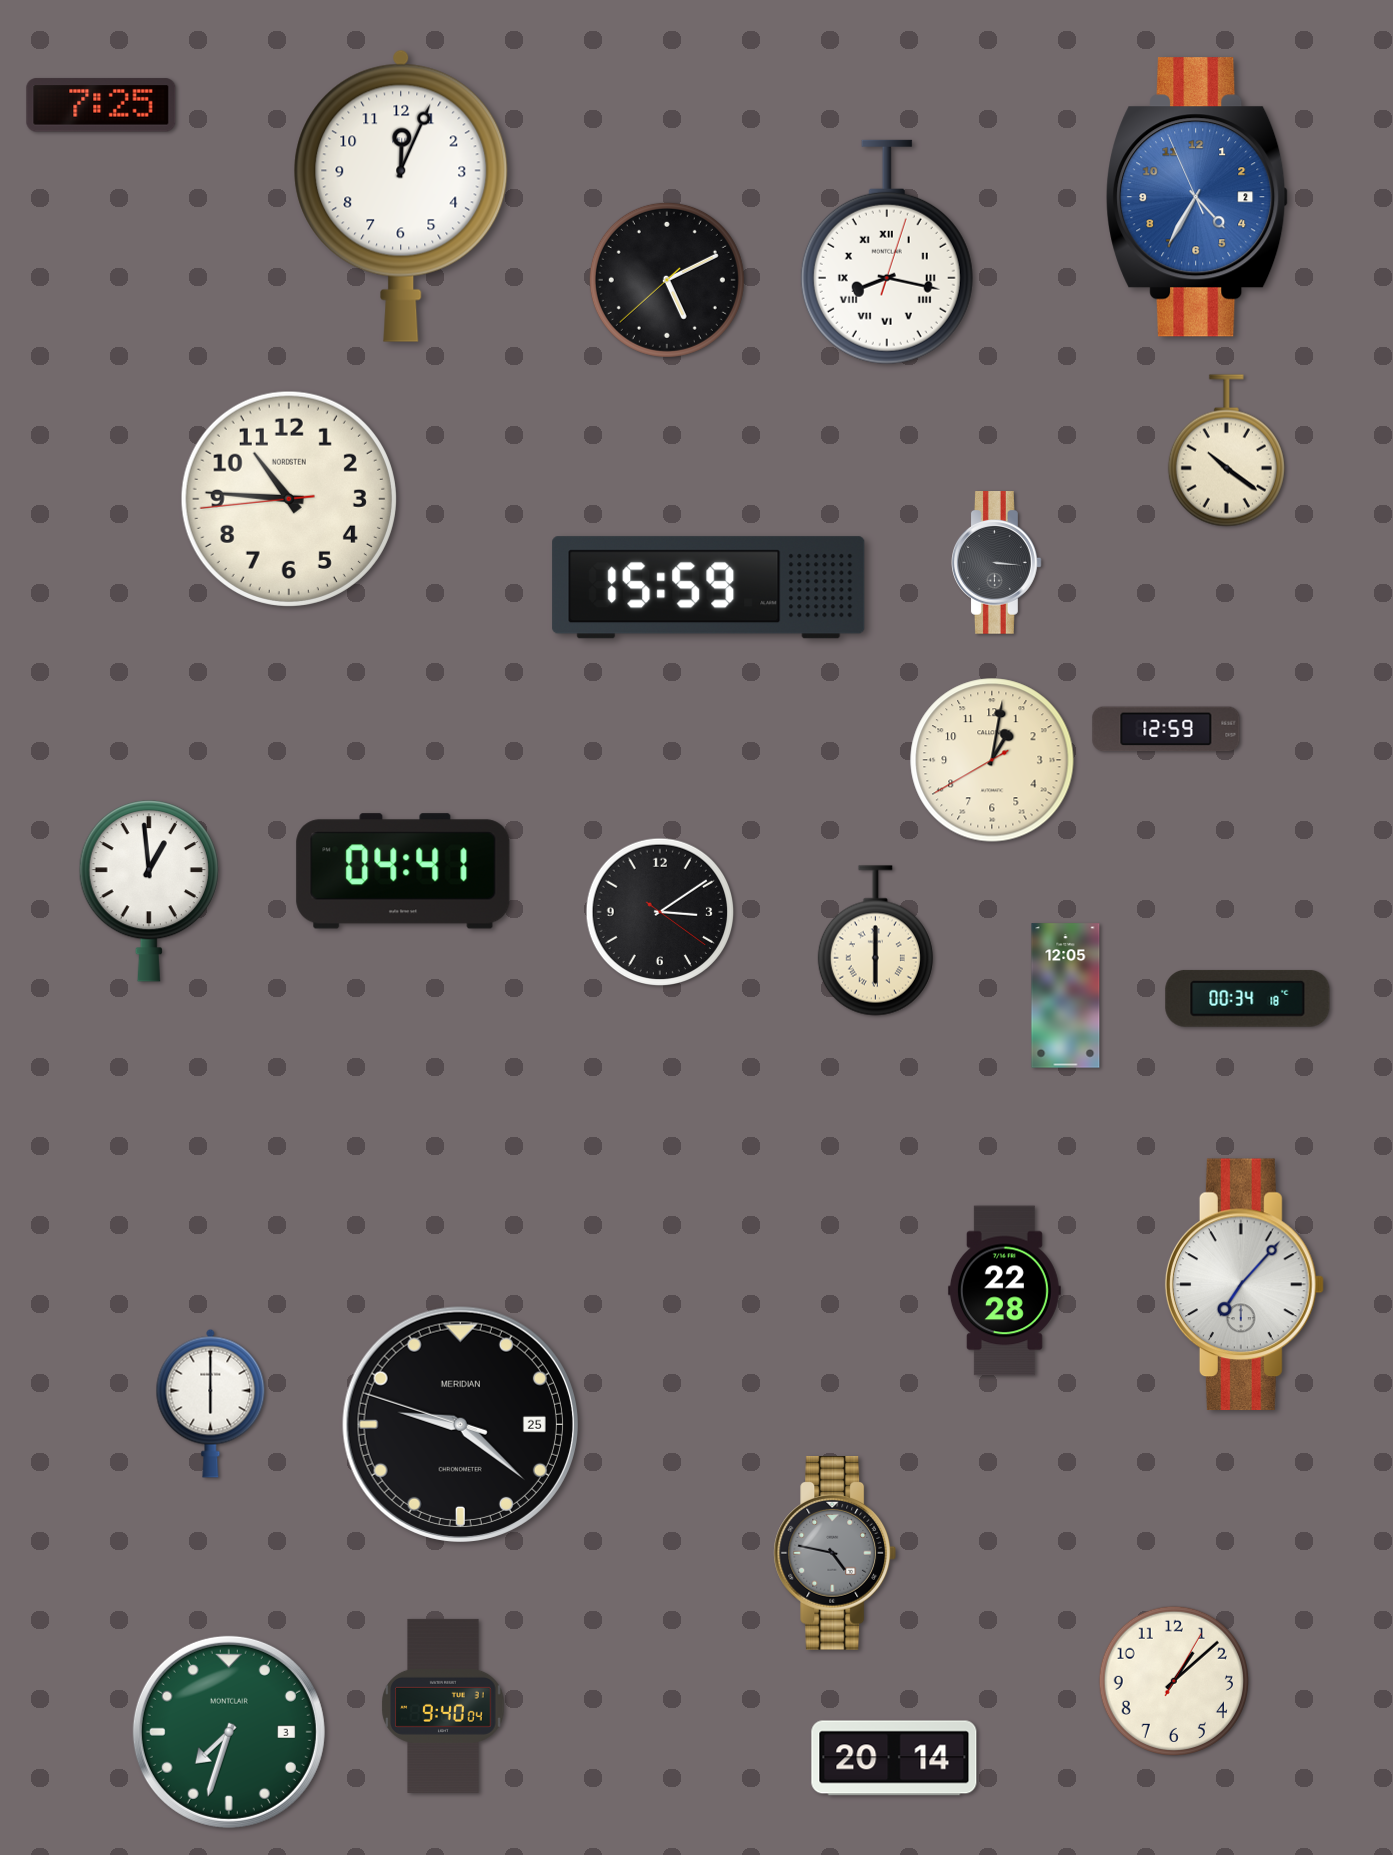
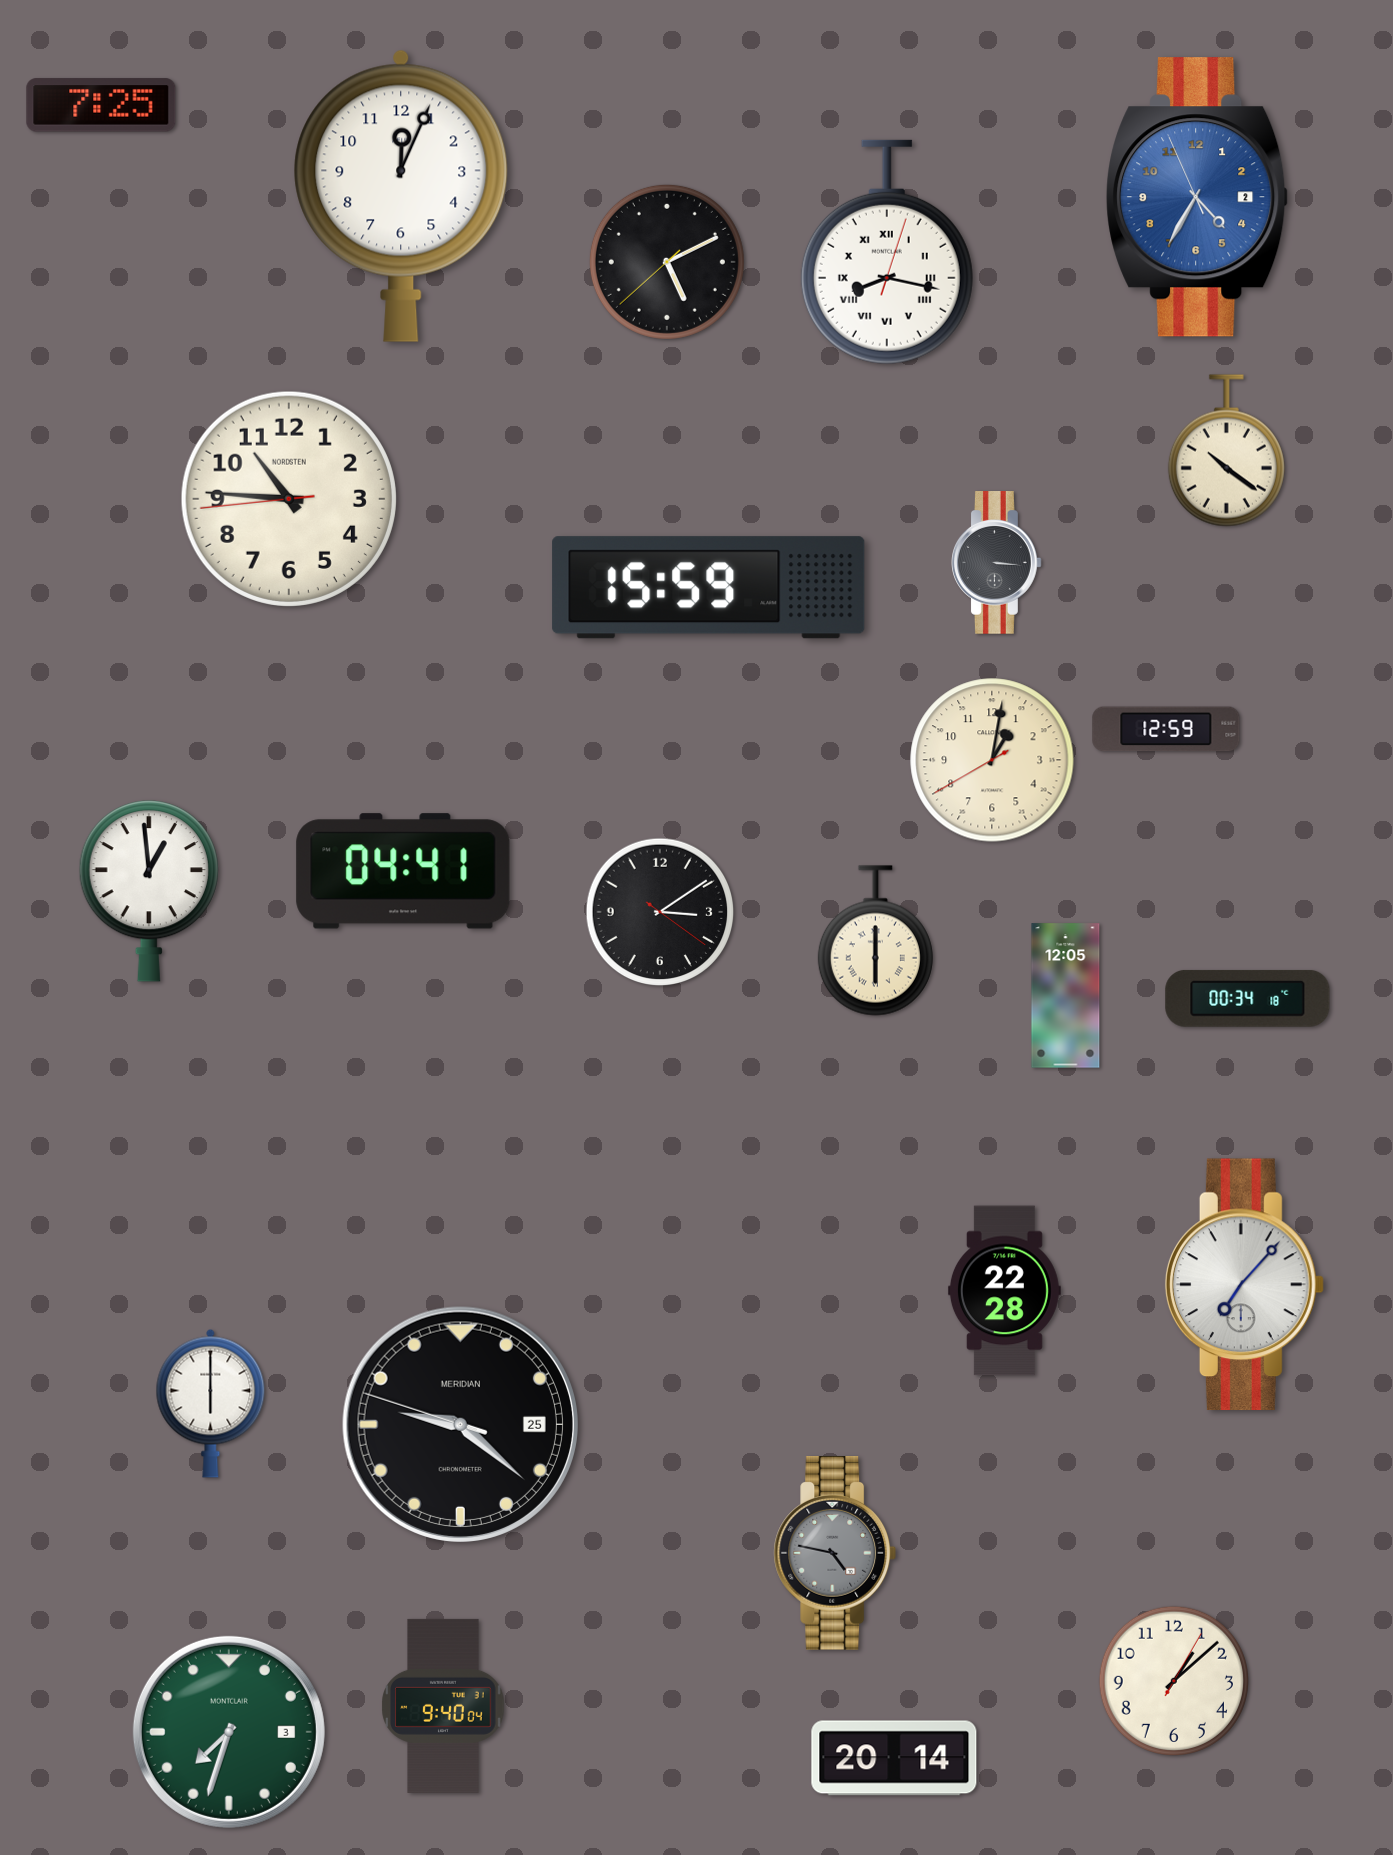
clock at (667, 280) position: (667, 280) -> (667, 262)
